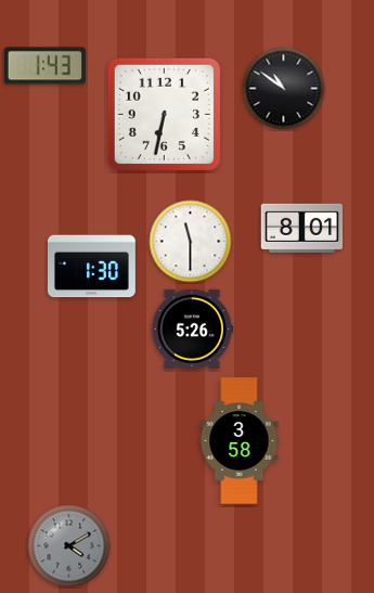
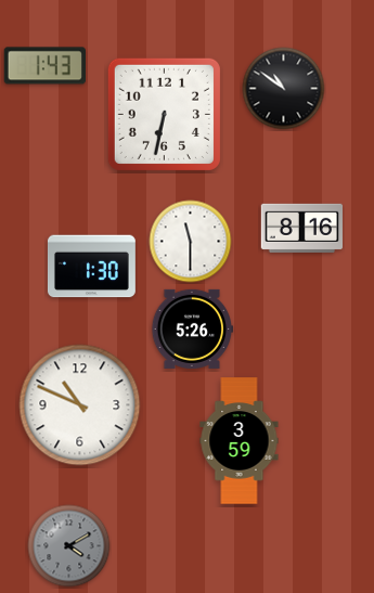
clock at (301, 228): 8:01 -> 8:16
clock at (80, 405): none -> 10:49
clock at (240, 441): 3:58 -> 3:59
